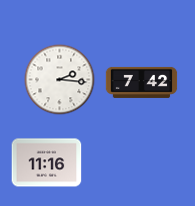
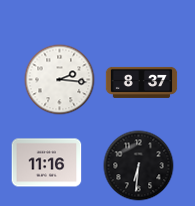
clock at (142, 82): 7:42 -> 8:37
clock at (139, 166): none -> 6:31
